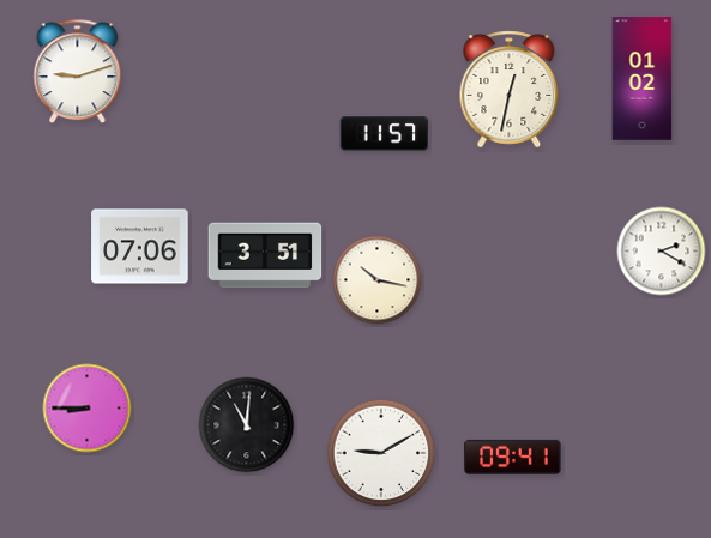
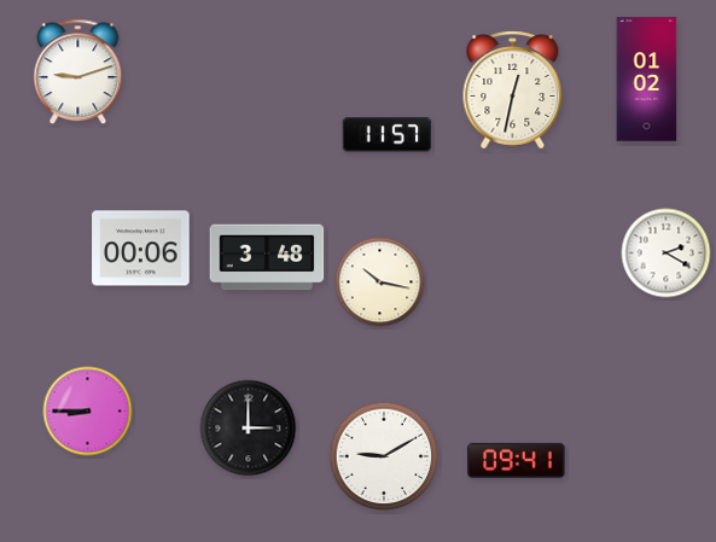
clock at (140, 247): 07:06 -> 00:06
clock at (265, 255): 3:51 -> 3:48
clock at (247, 425): 11:01 -> 3:00
